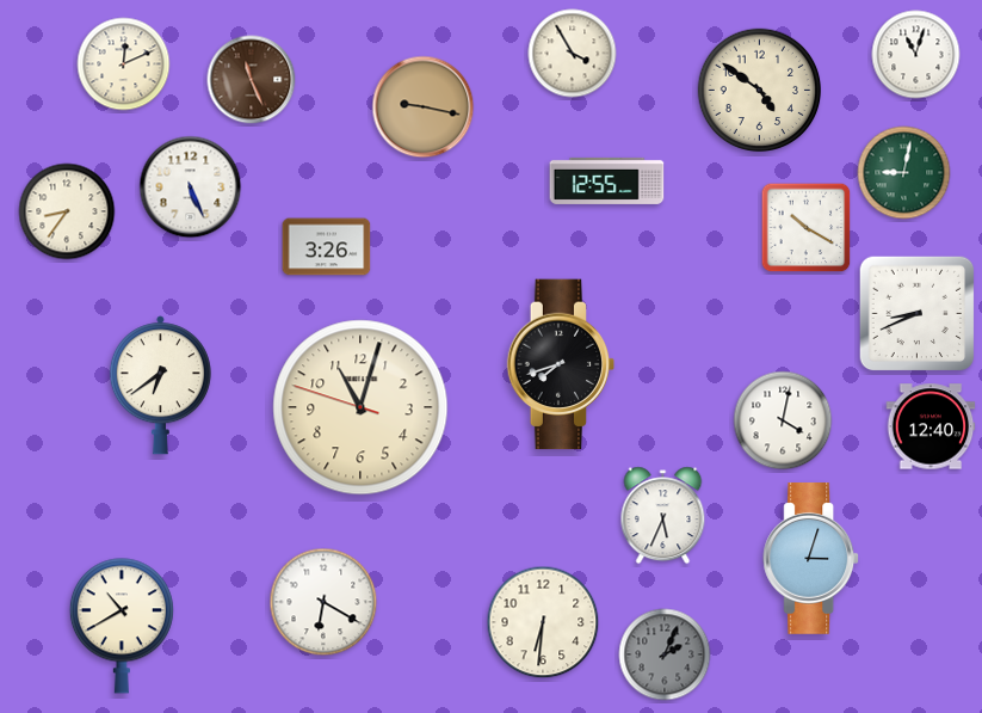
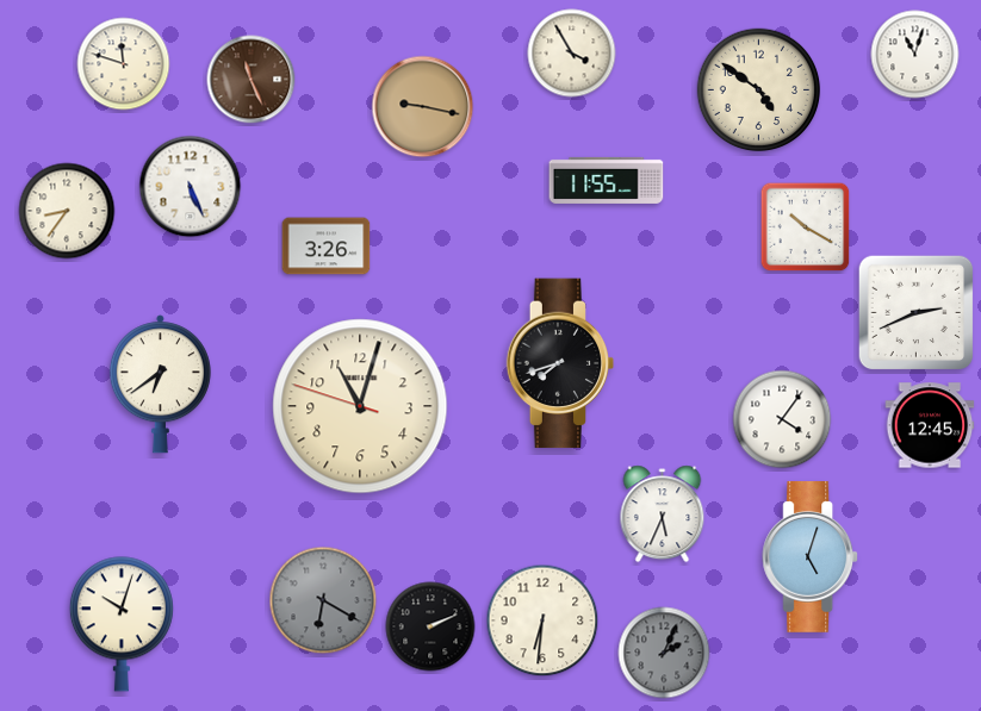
clock at (124, 64): 12:11 -> 11:48
clock at (904, 173): 9:02 -> none
clock at (607, 180): 12:55 -> 11:55
clock at (918, 314): 8:41 -> 2:41
clock at (783, 420): 4:02 -> 4:06
clock at (931, 426): 12:40 -> 12:45
clock at (811, 559): 3:03 -> 5:03
clock at (323, 602) dial: white -> grey
clock at (122, 626): 10:40 -> 10:03
clock at (430, 626): none -> 2:11
